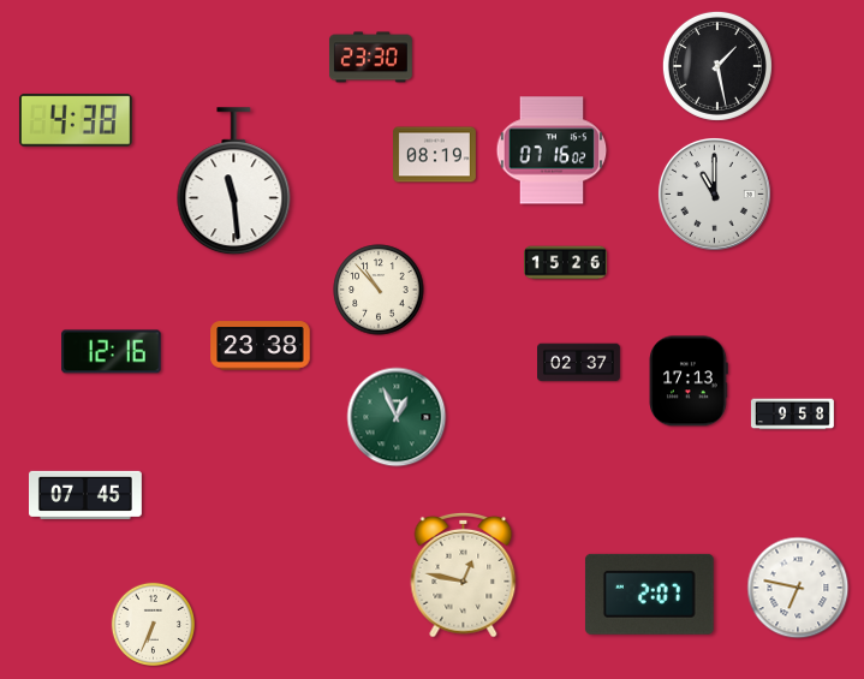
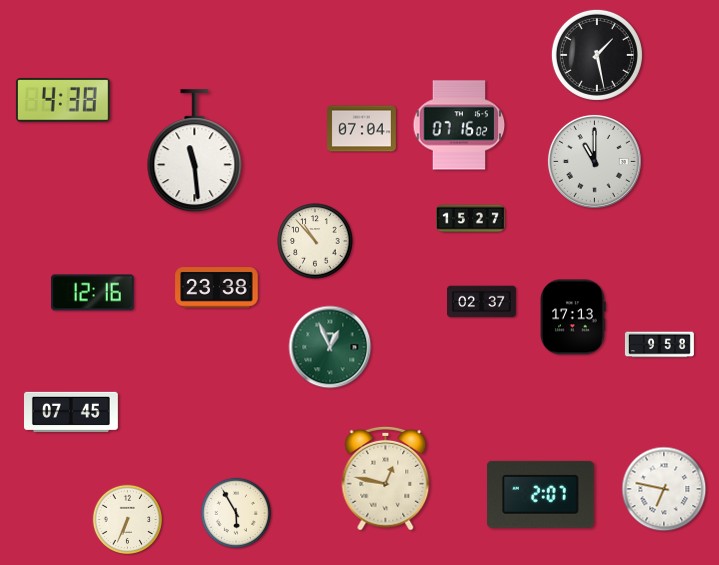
clock at (370, 58): 23:30 -> none
clock at (435, 155): 08:19 -> 07:04
clock at (566, 263): 15:26 -> 15:27
clock at (236, 513): none -> 5:55
